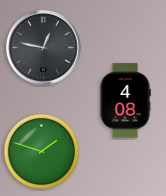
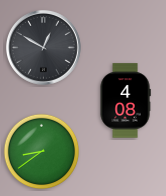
clock at (43, 47): 12:47 -> 12:50
clock at (42, 152): 1:48 -> 8:39
